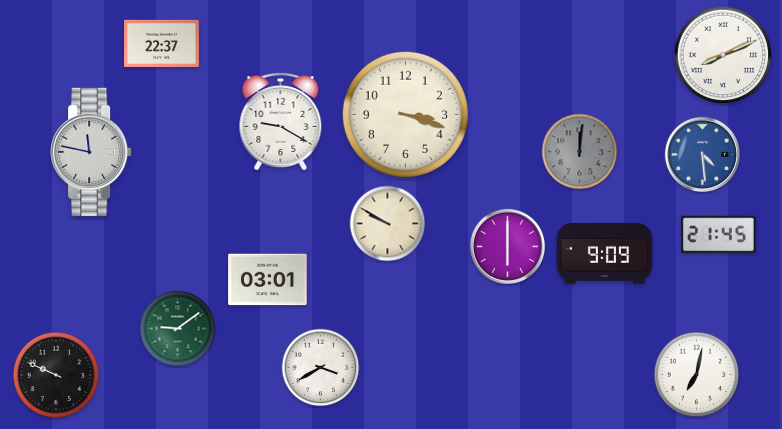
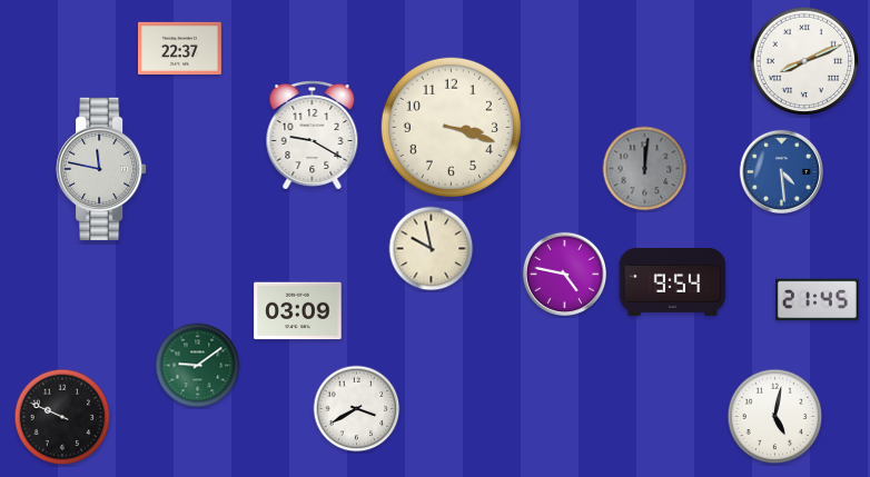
clock at (388, 224): 9:50 -> 9:58
clock at (718, 235) position: (718, 235) -> (817, 300)
clock at (507, 246): 6:00 -> 4:47
clock at (605, 254): 9:09 -> 9:54
clock at (268, 280): 03:01 -> 03:09
clock at (697, 375): 7:02 -> 5:02
